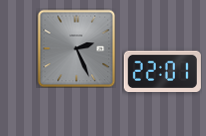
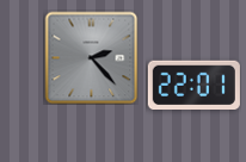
clock at (76, 48): 2:26 -> 2:23
